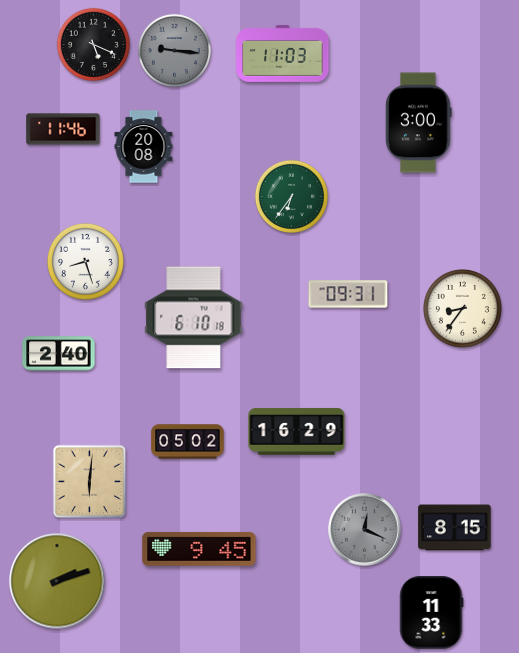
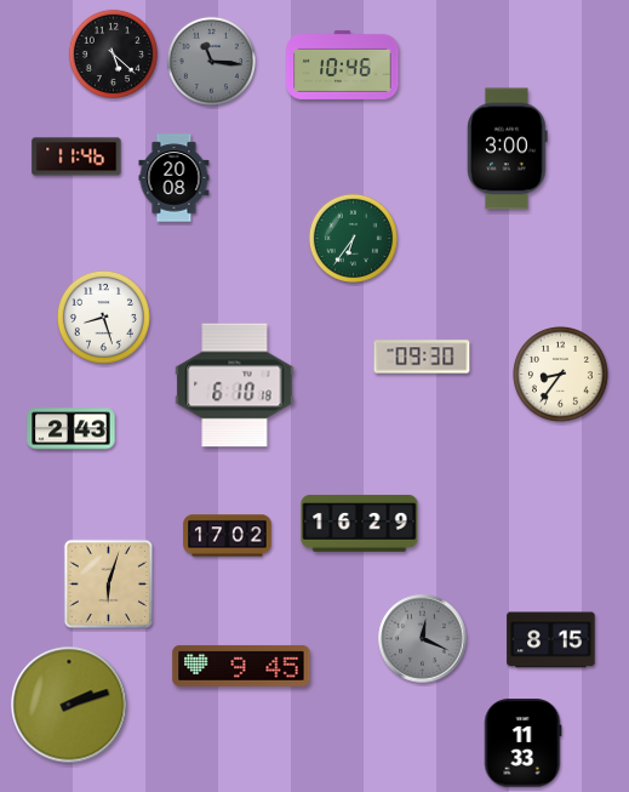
clock at (93, 44): 5:19 -> 5:22
clock at (174, 50): 9:16 -> 11:16
clock at (283, 53): 11:03 -> 10:46
clock at (348, 294): 09:31 -> 09:30
clock at (59, 354): 2:40 -> 2:43
clock at (188, 442): 05:02 -> 17:02
clock at (90, 482): 6:01 -> 6:03
clock at (365, 530) position: (365, 530) -> (423, 639)
